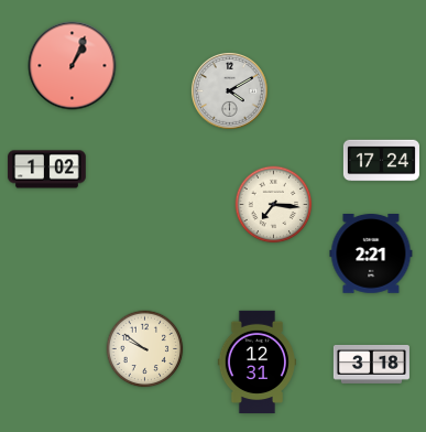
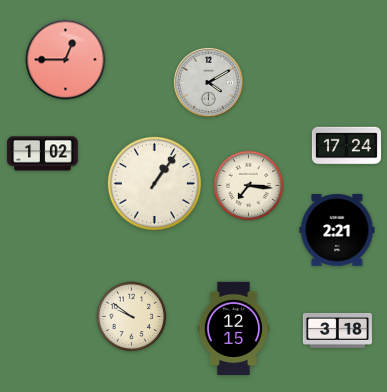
clock at (73, 66): 1:04 -> 12:45
clock at (154, 183): none -> 1:06
clock at (256, 363): 12:31 -> 12:15
